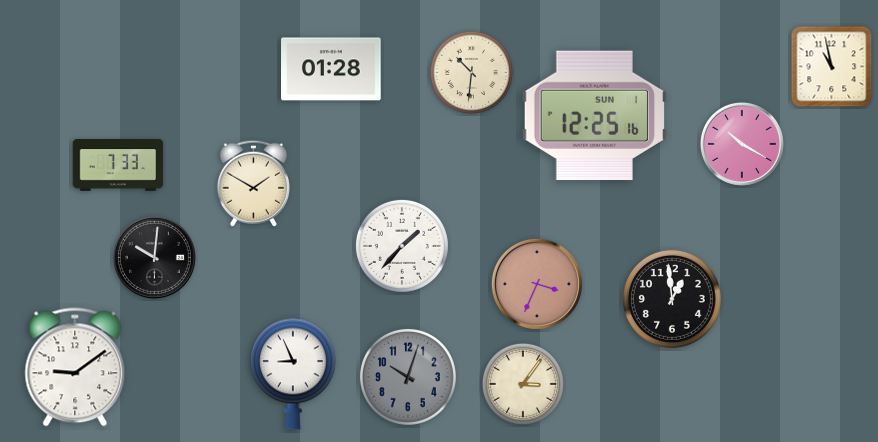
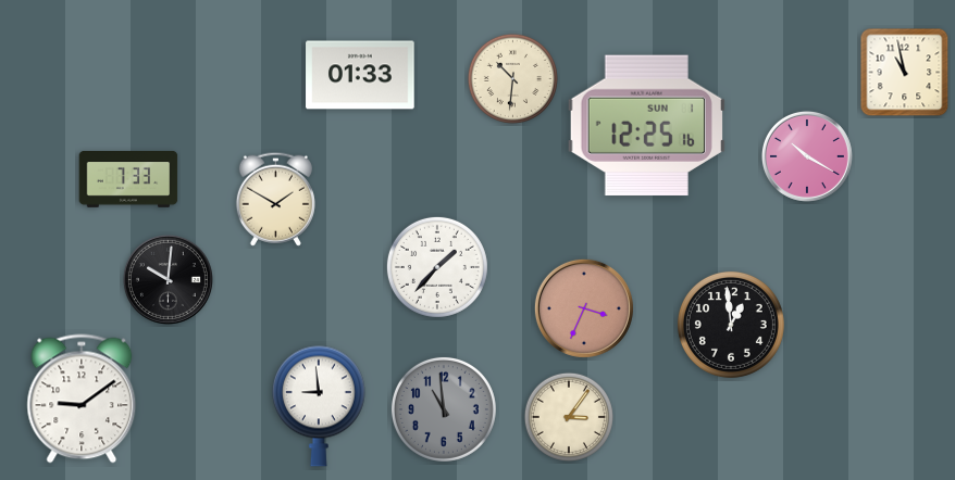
clock at (331, 69): 01:28 -> 01:33
clock at (293, 374): 8:56 -> 8:59
clock at (408, 377): 10:03 -> 10:59
